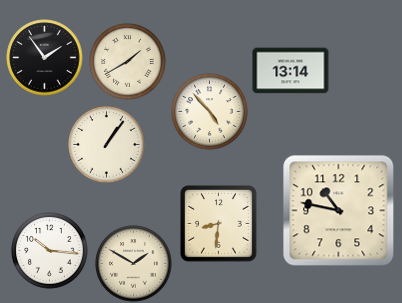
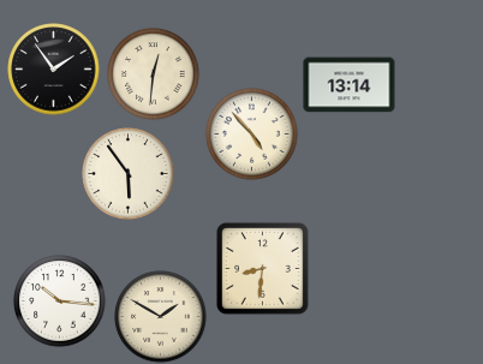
clock at (128, 62): 1:40 -> 12:31
clock at (107, 145): 1:06 -> 5:54
clock at (339, 211): 10:47 -> none
